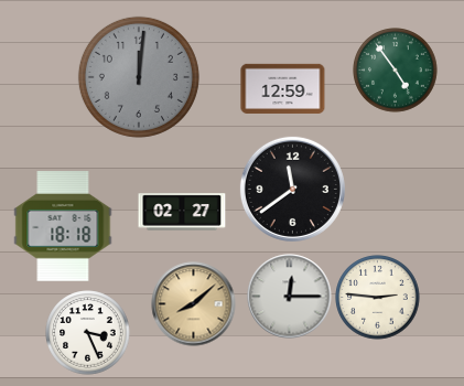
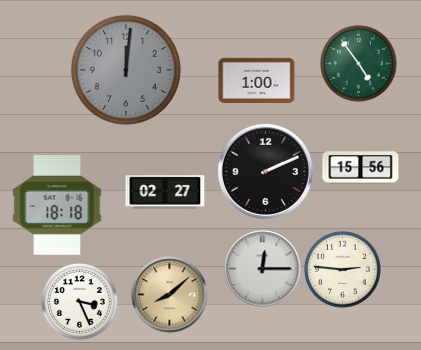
clock at (283, 88): 12:59 -> 1:00
clock at (361, 168): none -> 15:56
clock at (292, 189): 11:39 -> 2:11
clock at (194, 304) position: (194, 304) -> (170, 295)
